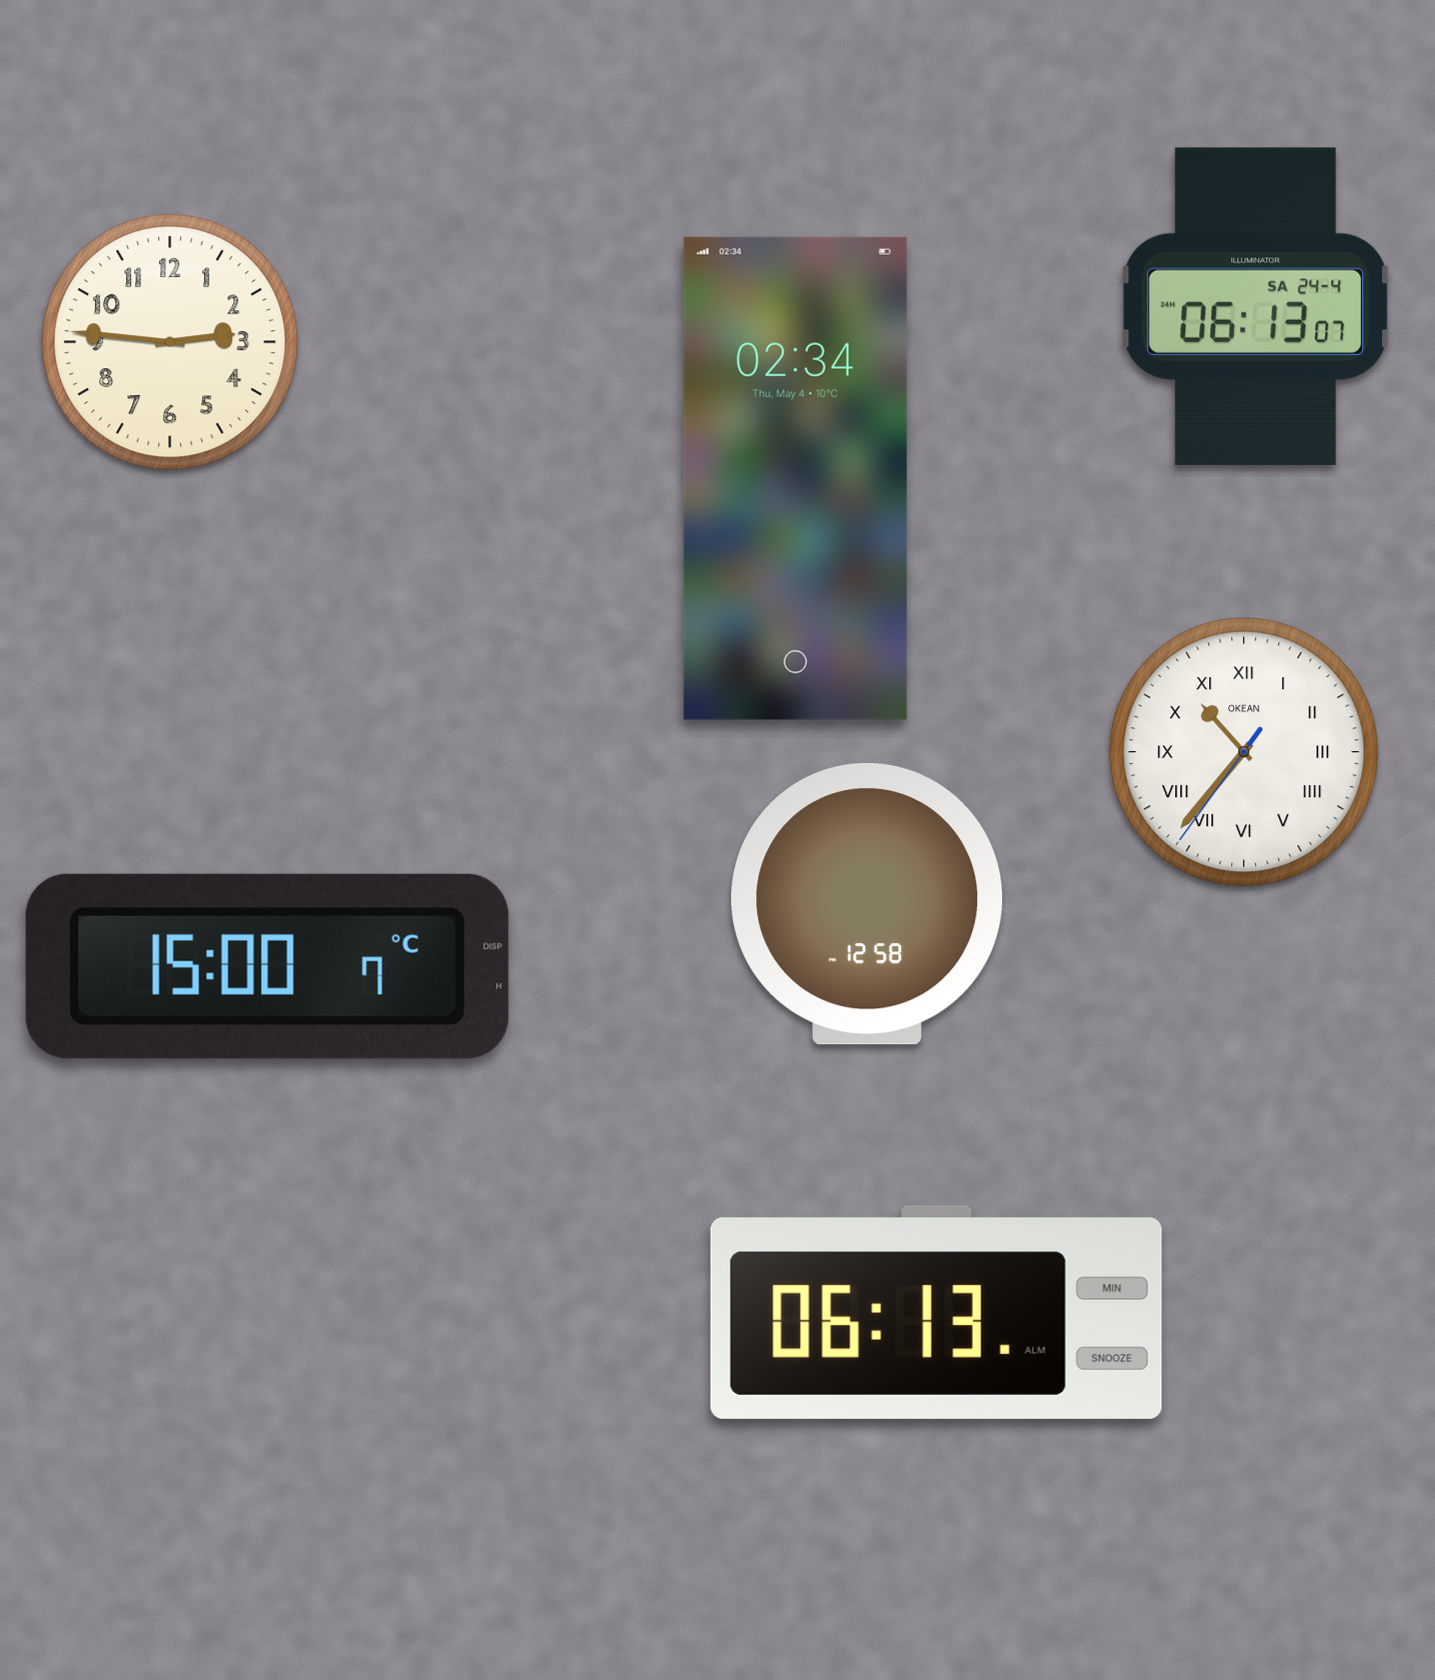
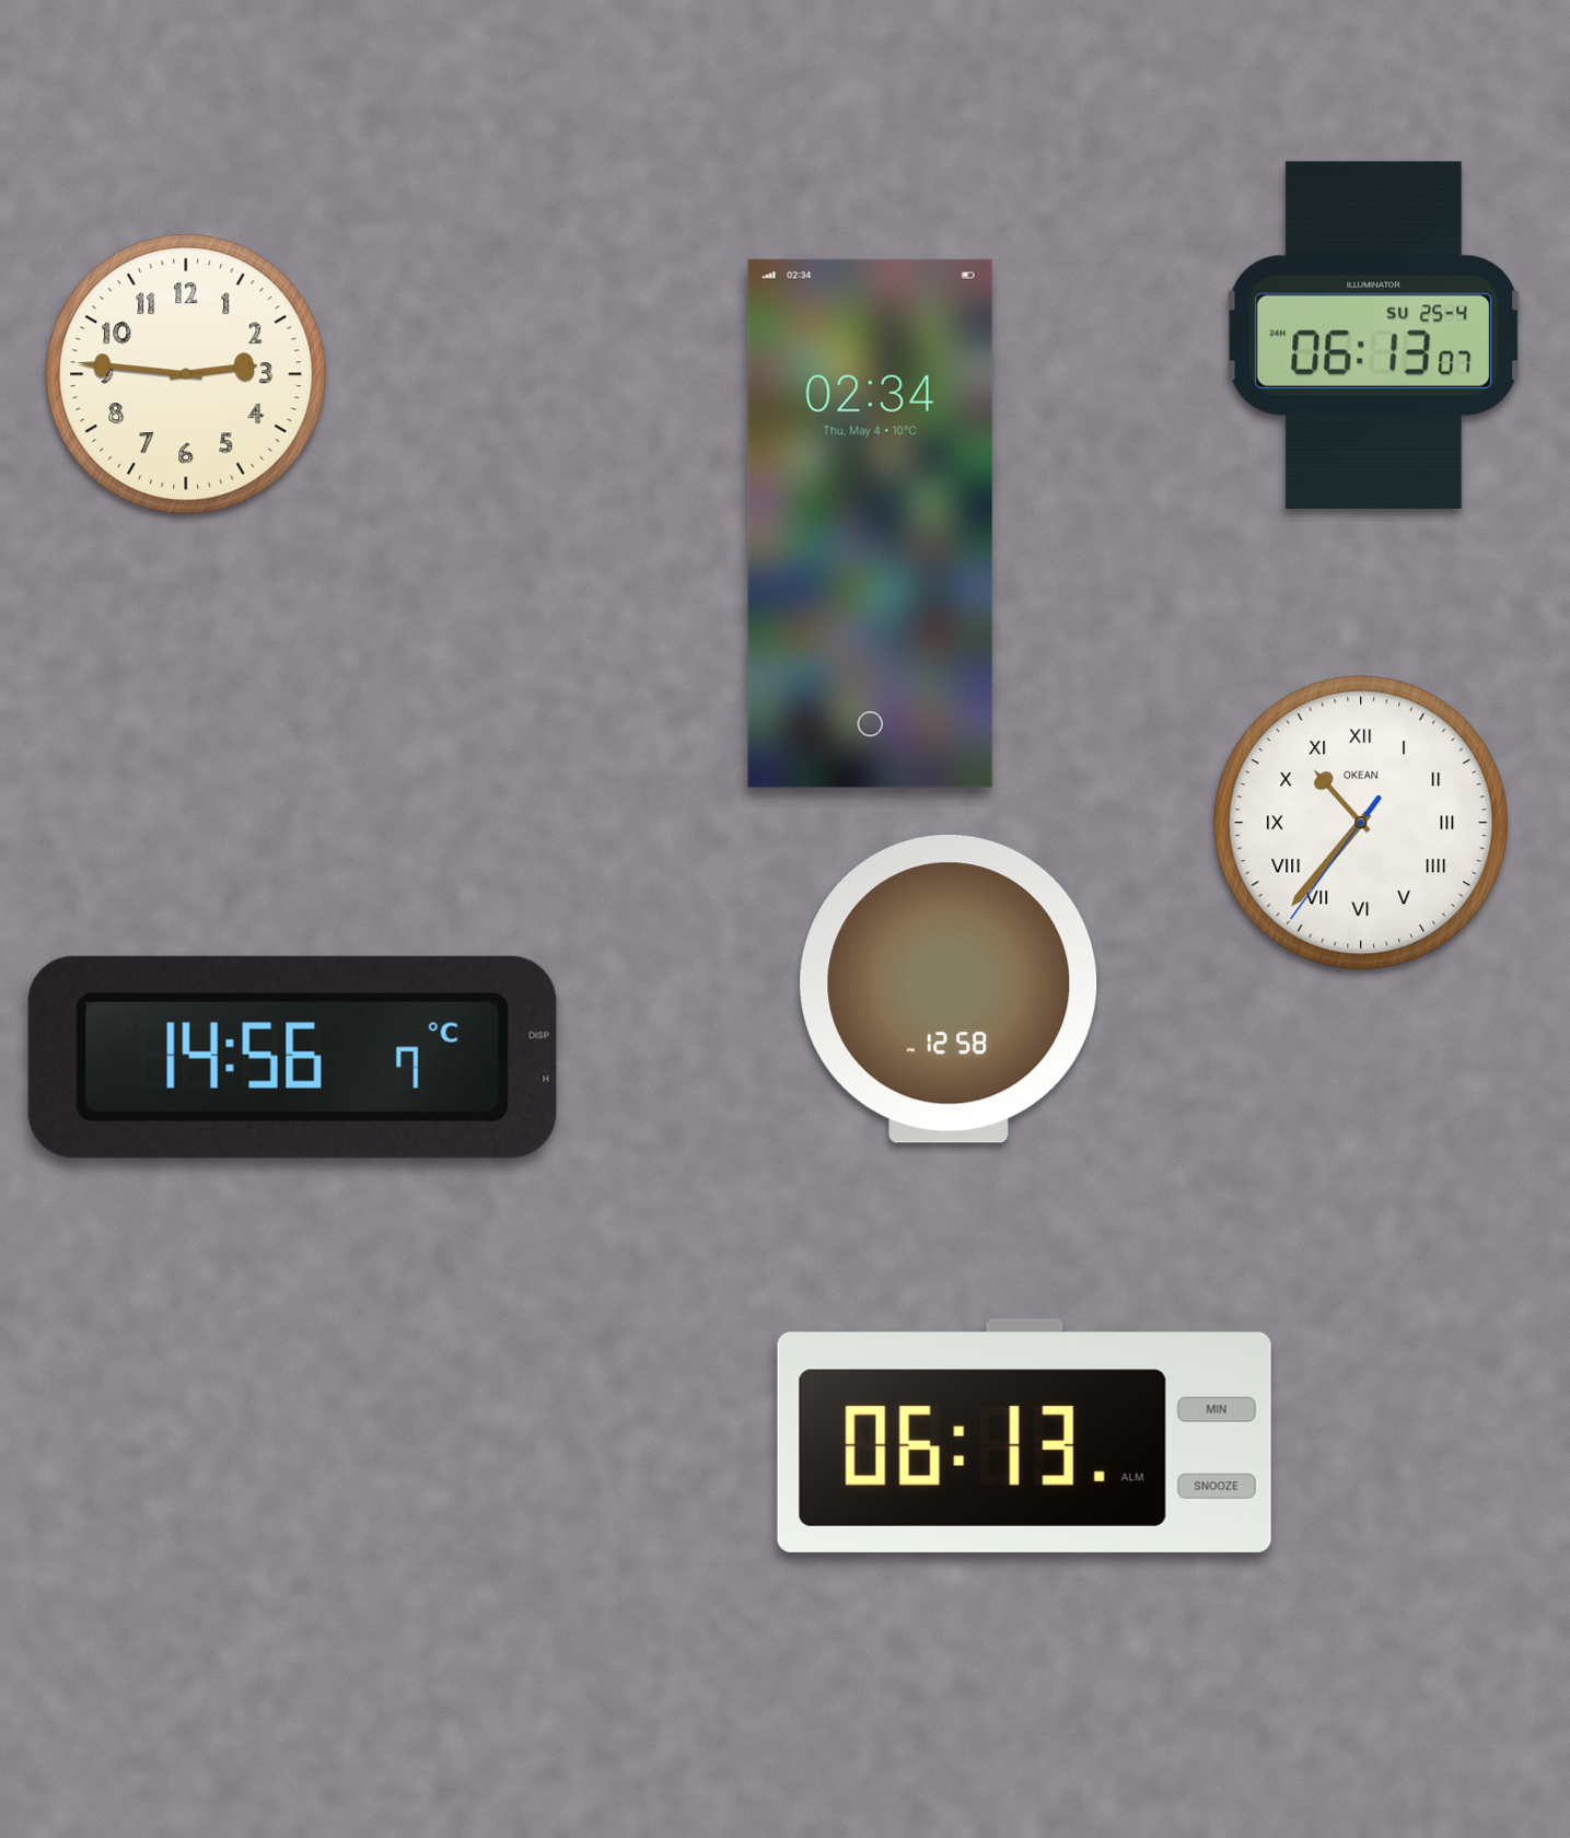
clock at (1256, 306) date: SA 24-4 -> SU 25-4
clock at (267, 966): 15:00 -> 14:56
